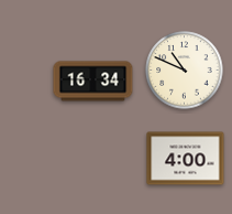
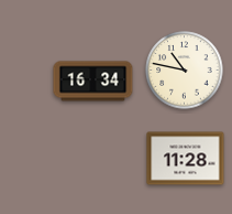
clock at (185, 71): 10:49 -> 10:47
clock at (186, 159): 4:00 -> 11:28
